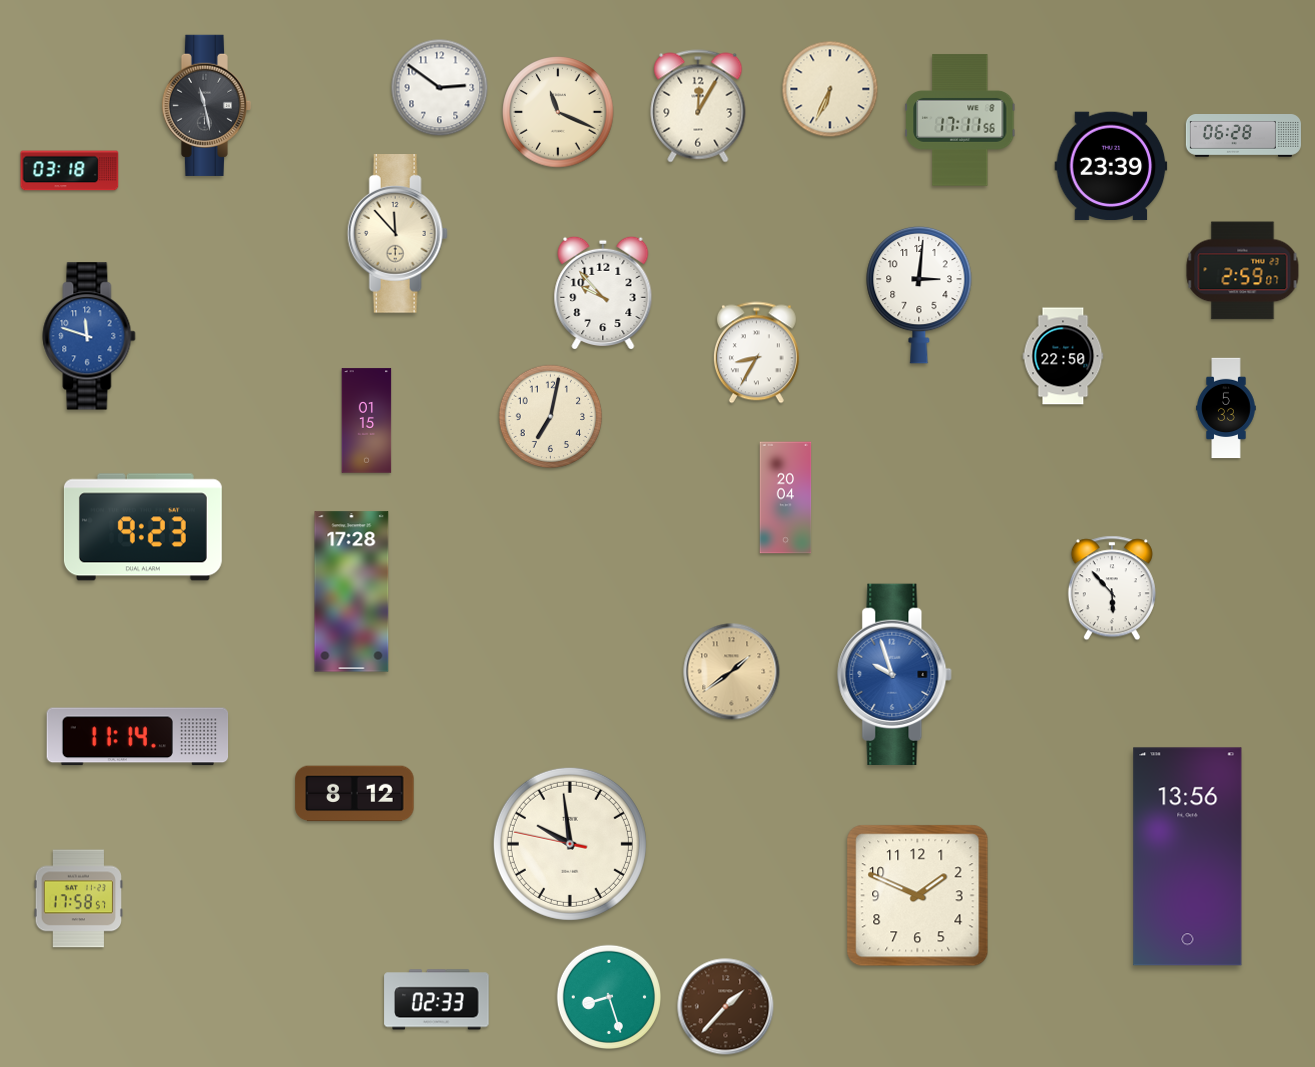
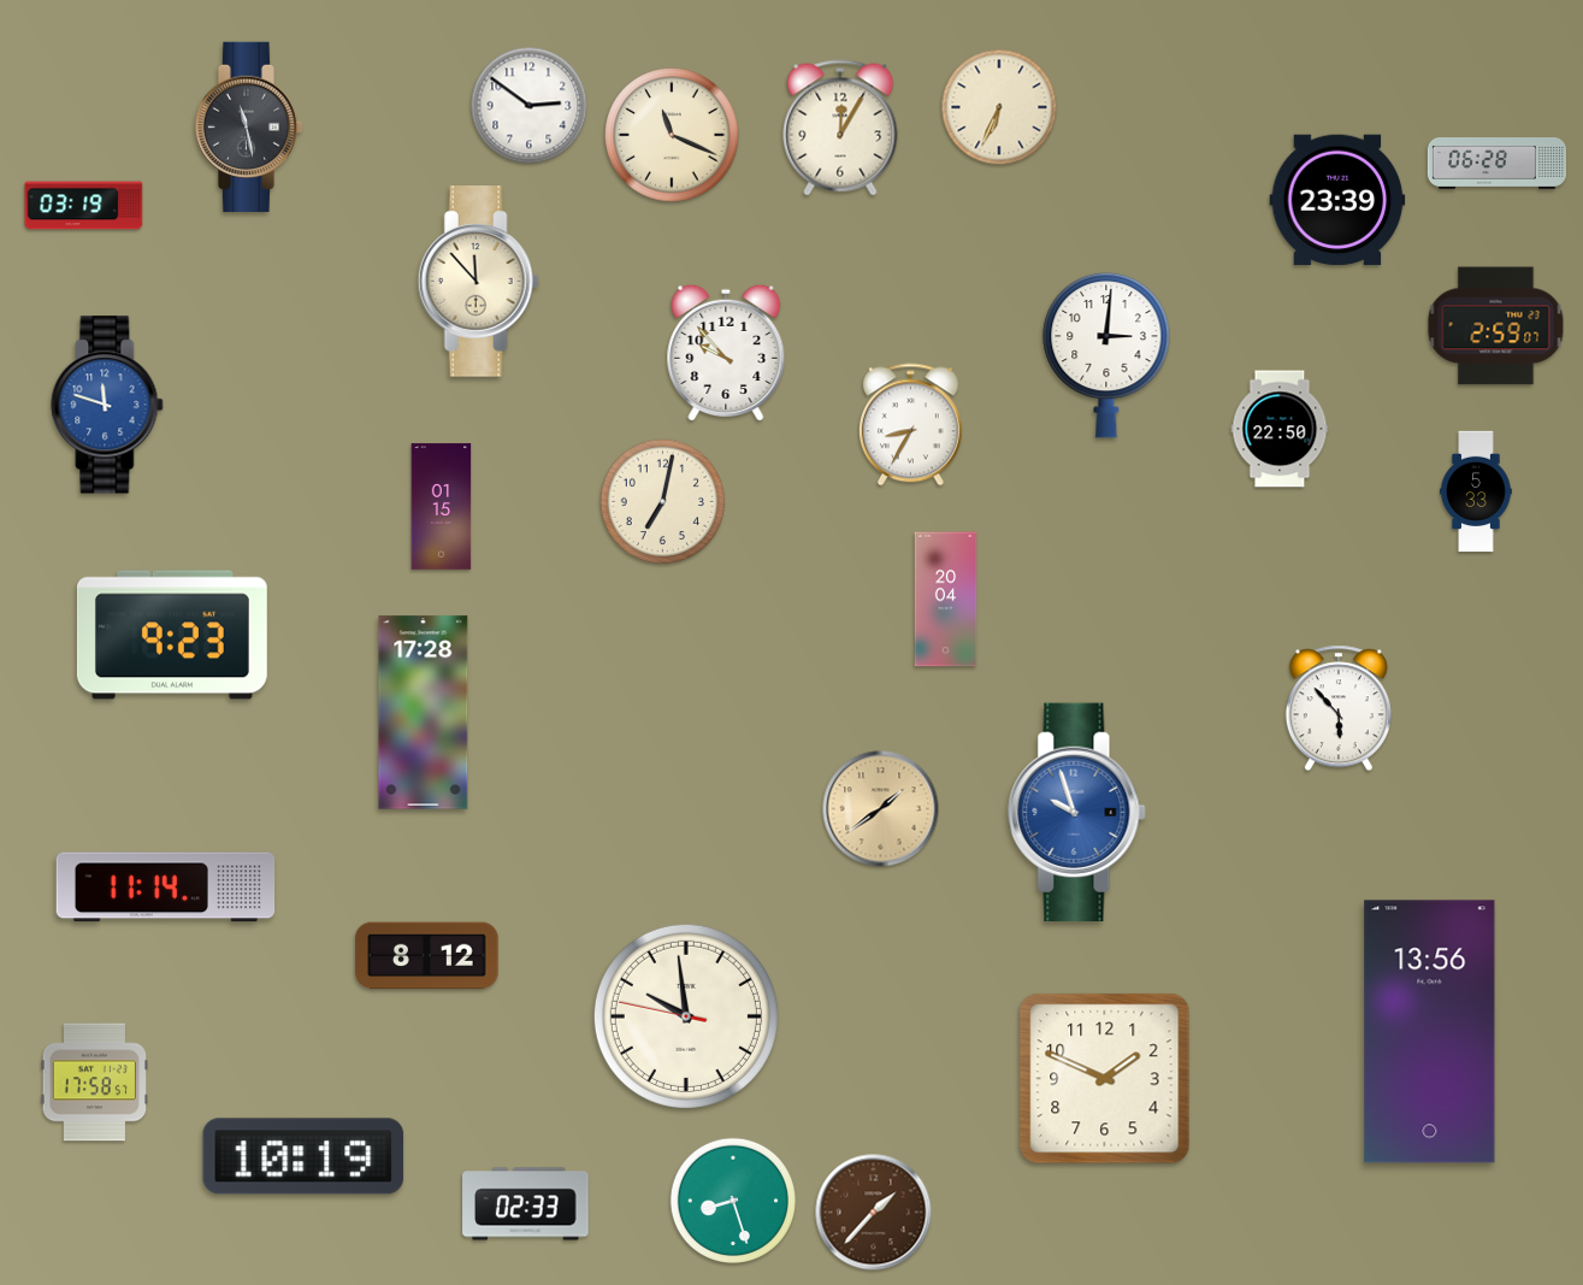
clock at (960, 120): 17:11 -> none
clock at (70, 171): 03:18 -> 03:19
clock at (303, 1156): none -> 10:19
